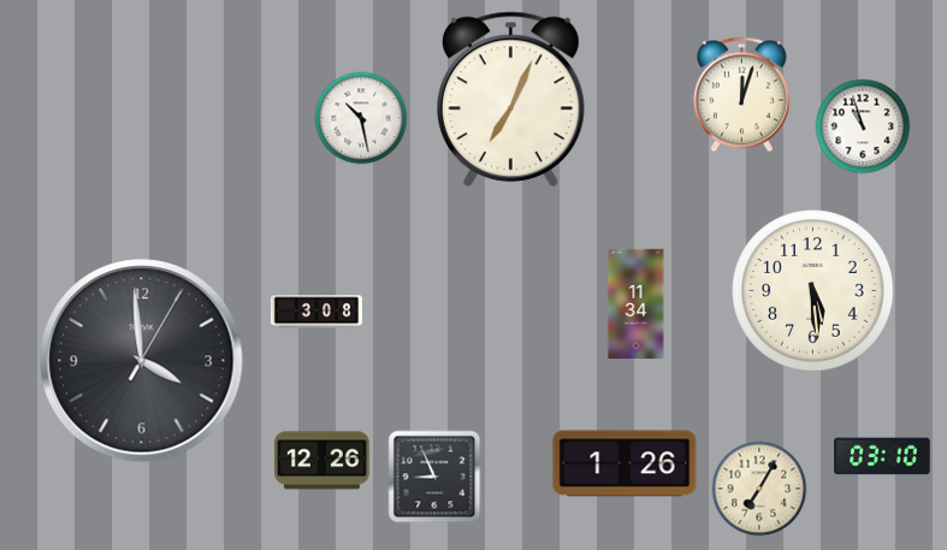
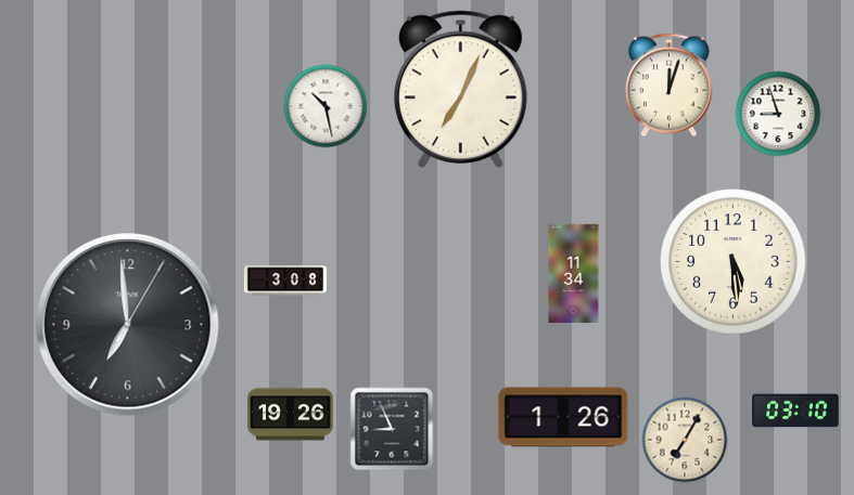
clock at (863, 126): 10:57 -> 8:57
clock at (142, 361): 3:59 -> 6:59
clock at (322, 461): 12:26 -> 19:26
